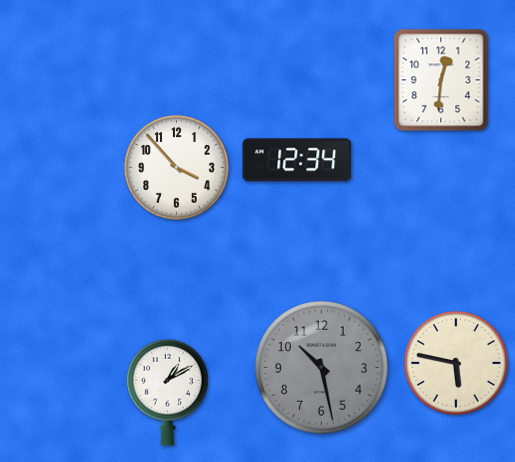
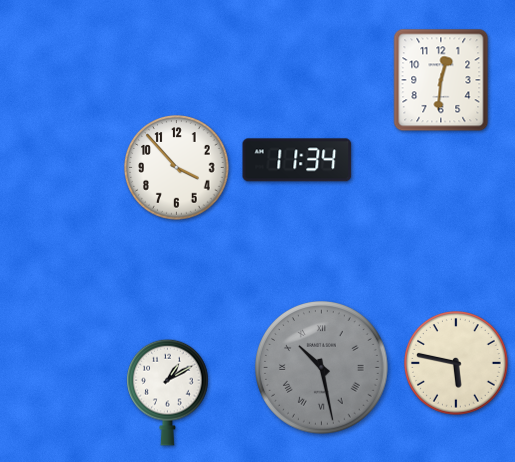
clock at (297, 160): 12:34 -> 11:34
clock at (322, 368) numerals: Arabic -> Roman
